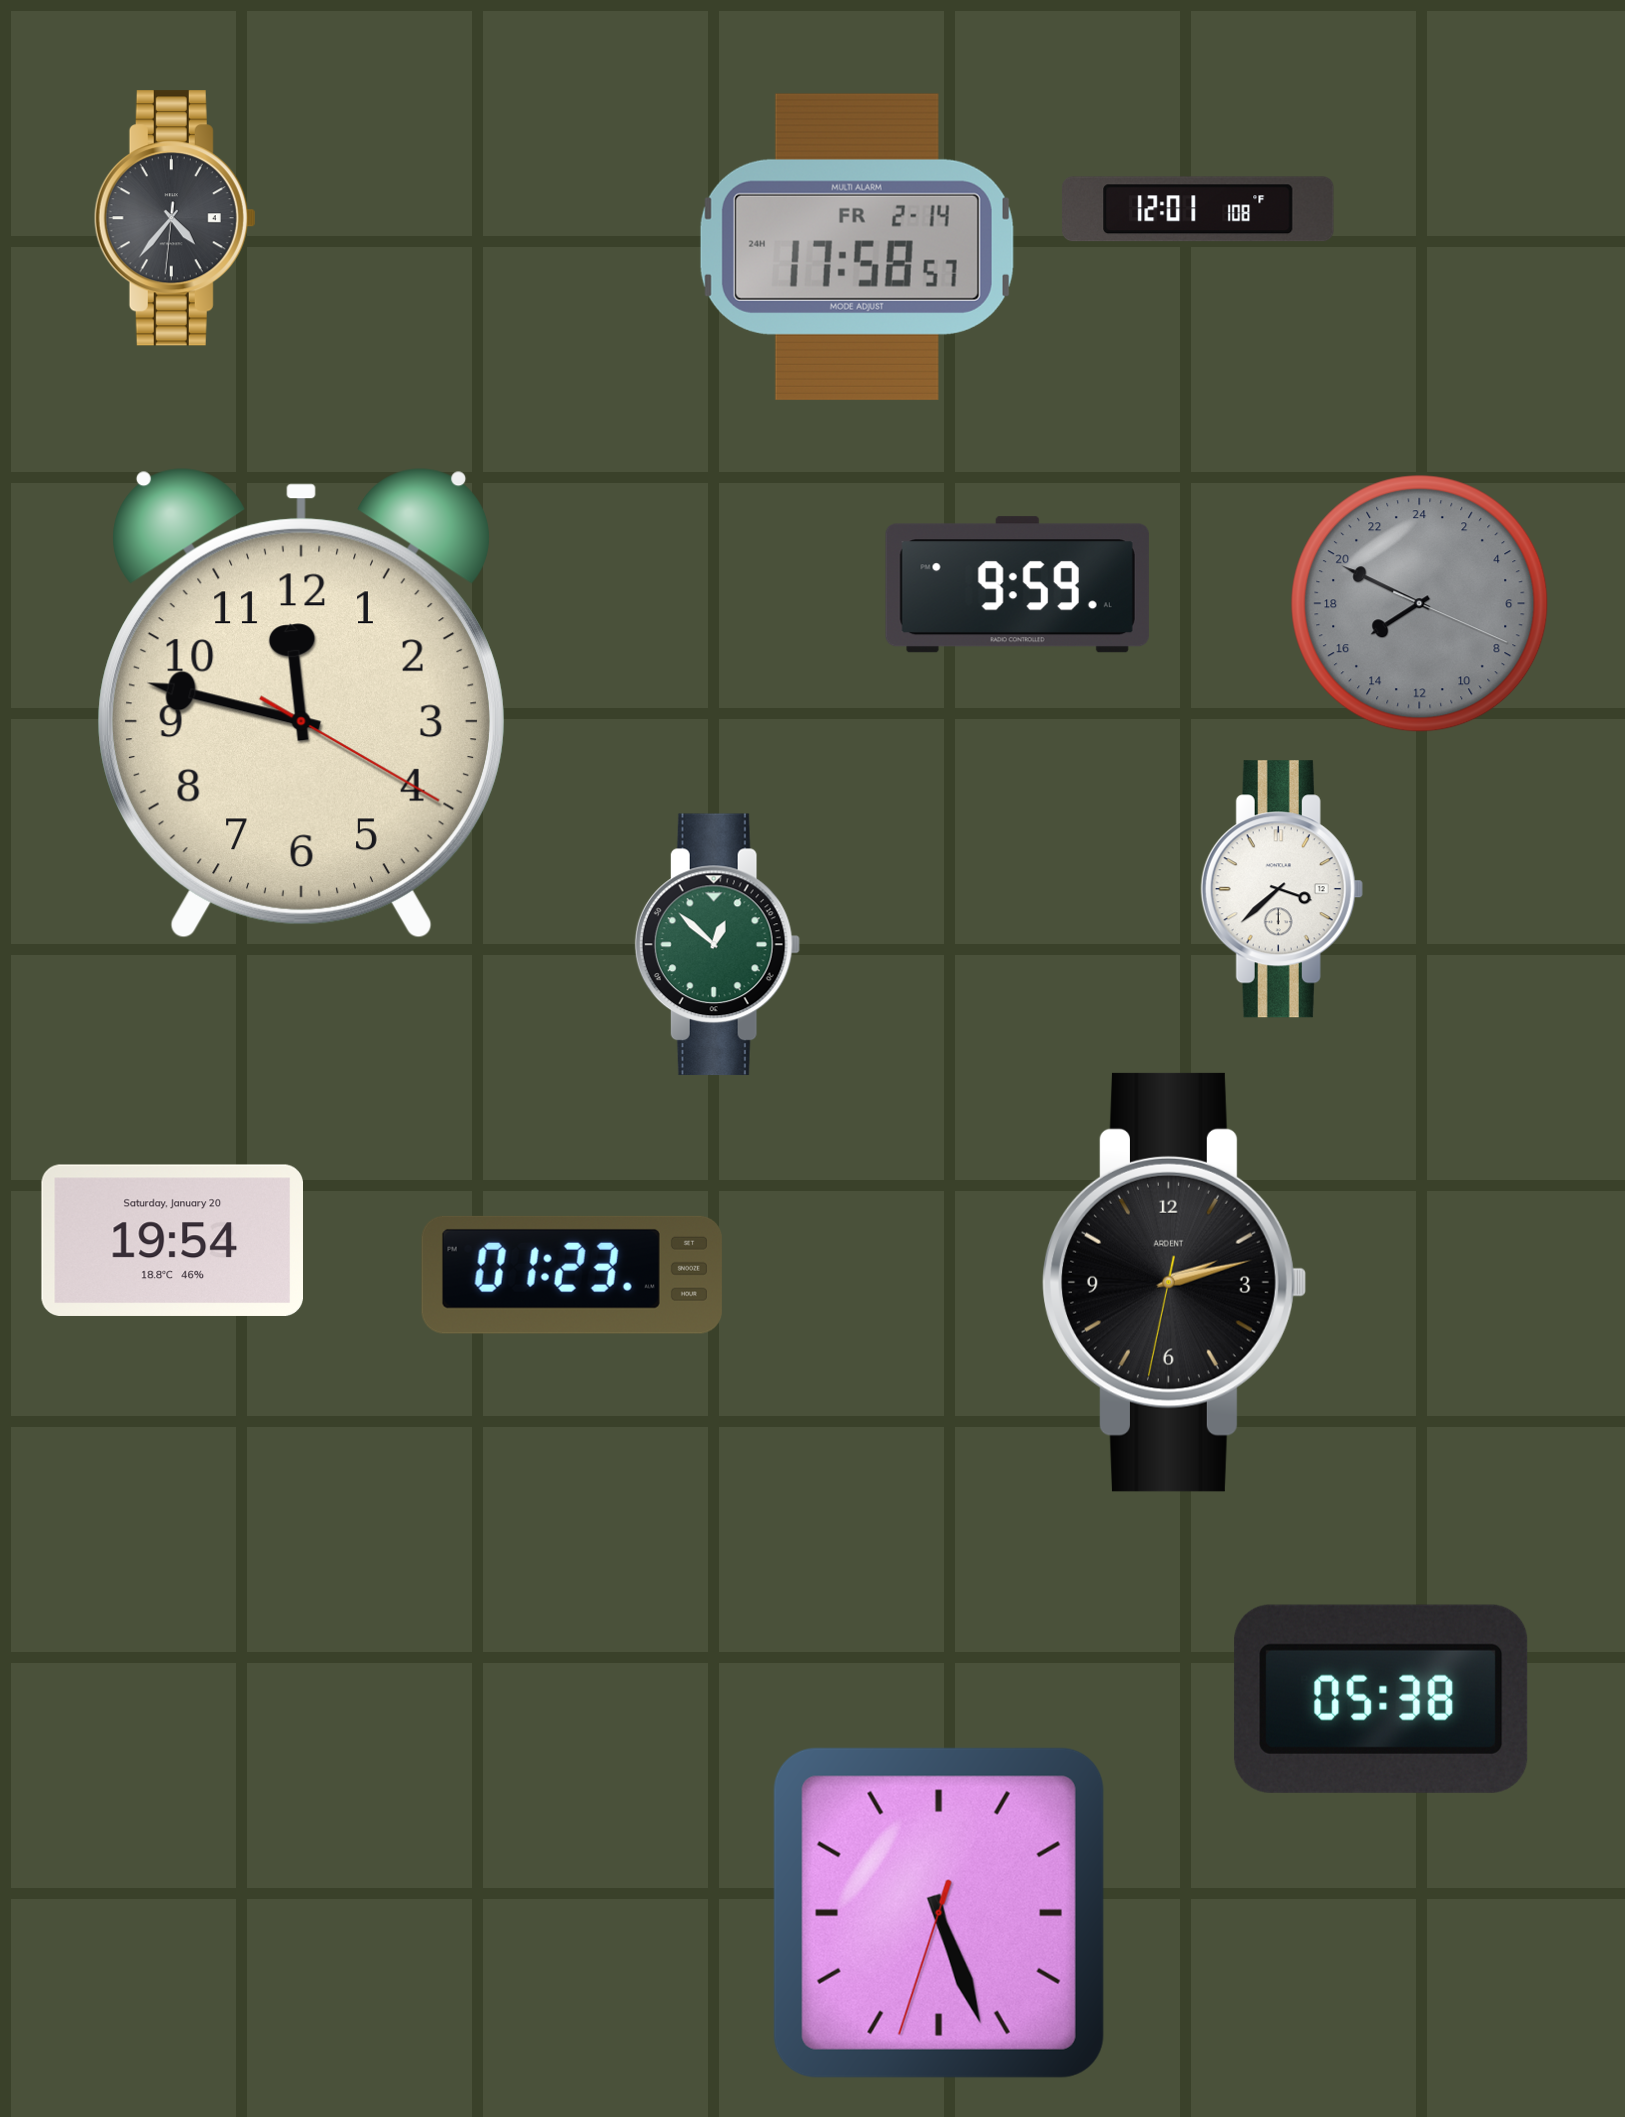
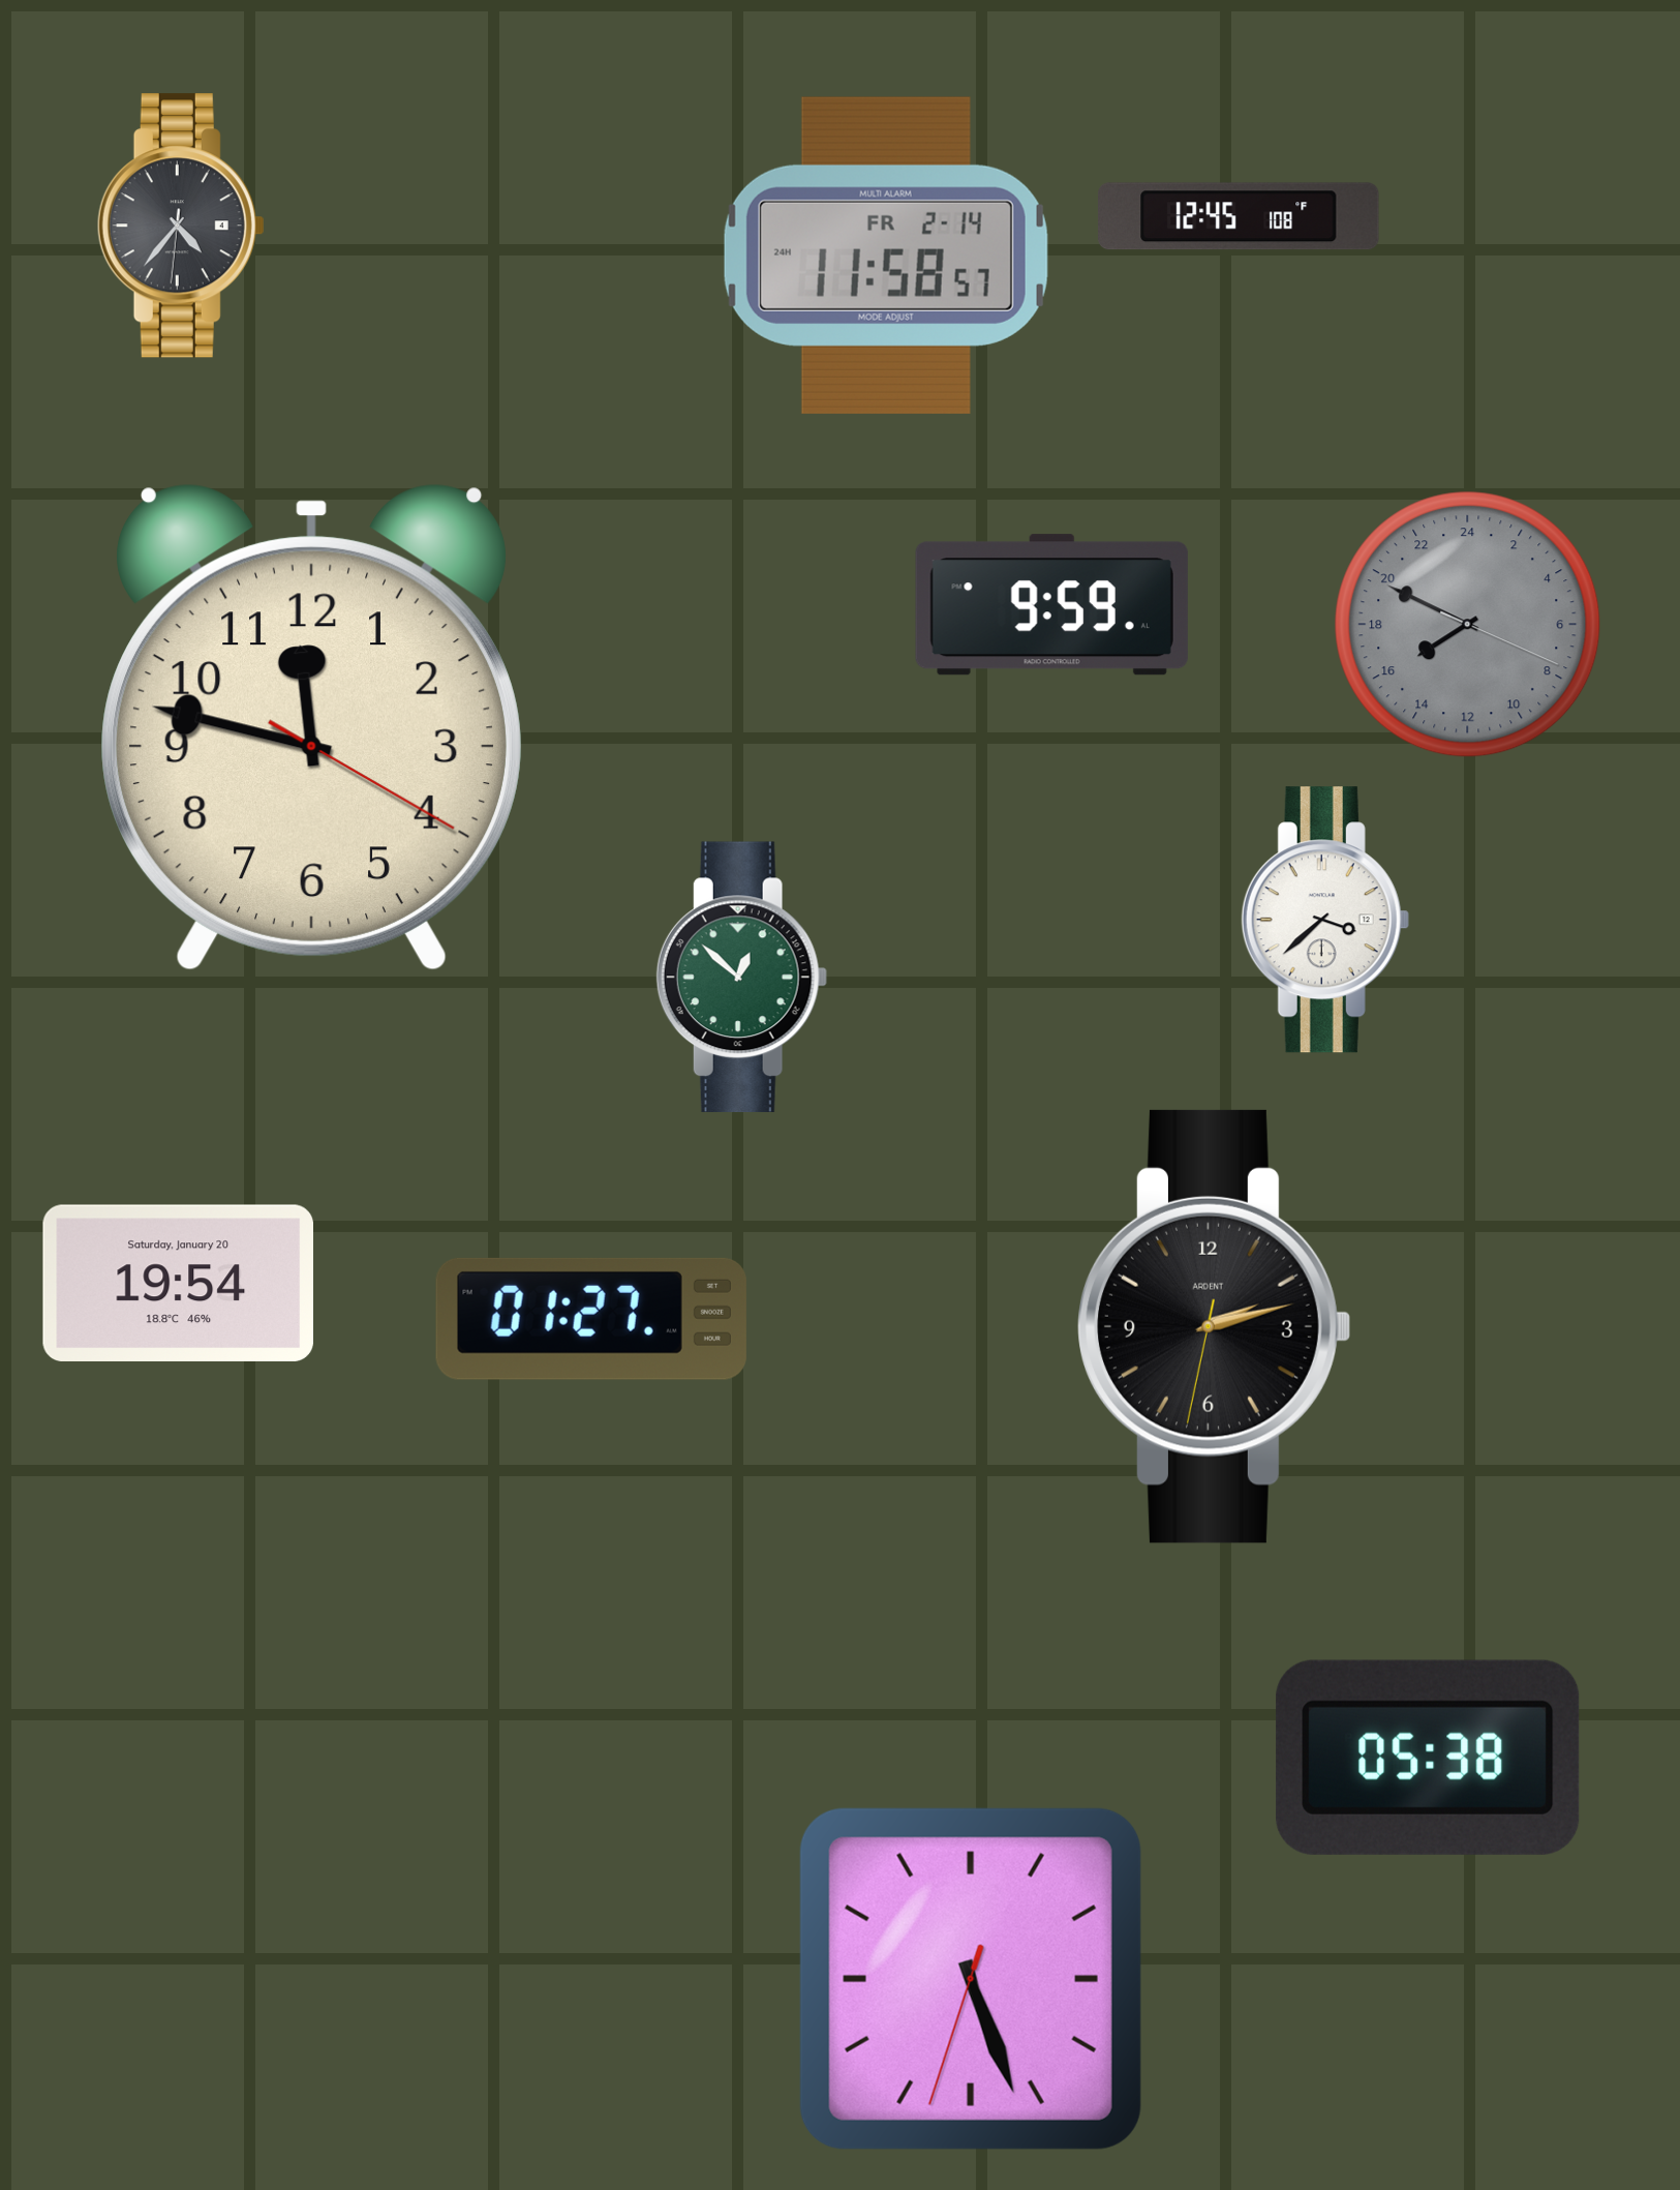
clock at (1199, 209): 12:01 -> 12:45
clock at (857, 247): 17:58 -> 11:58
clock at (572, 1275): 01:23 -> 01:27
